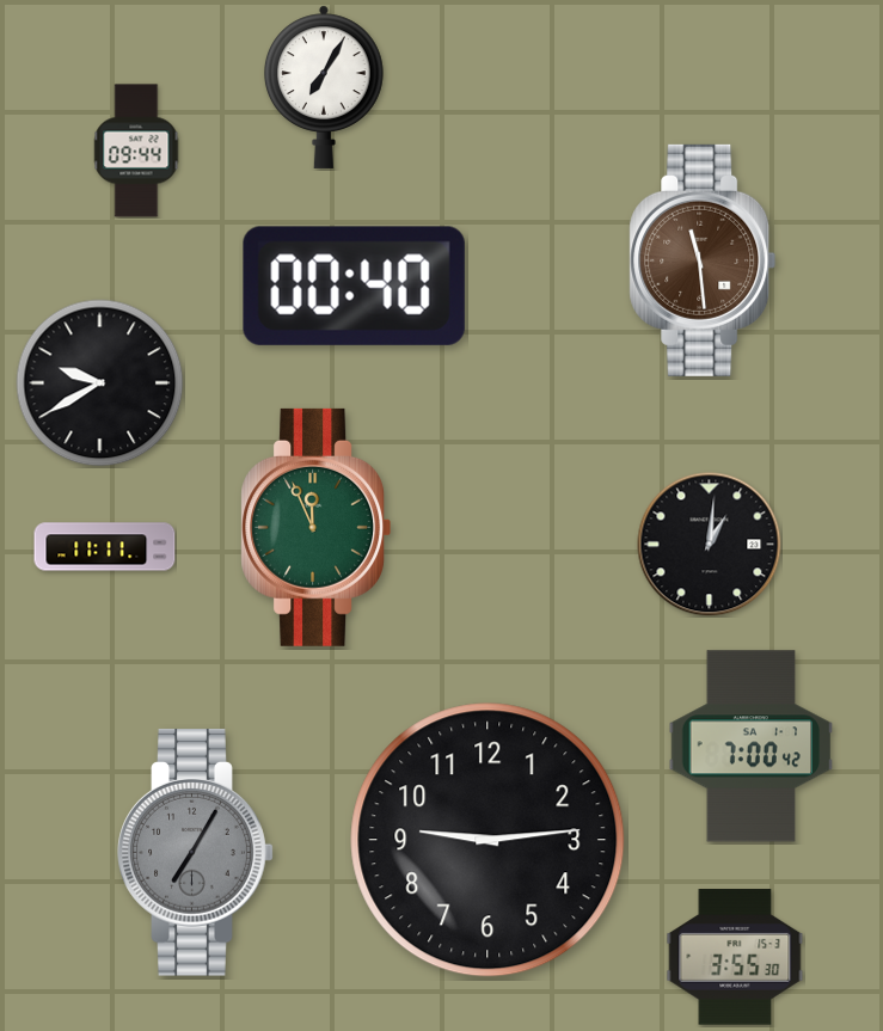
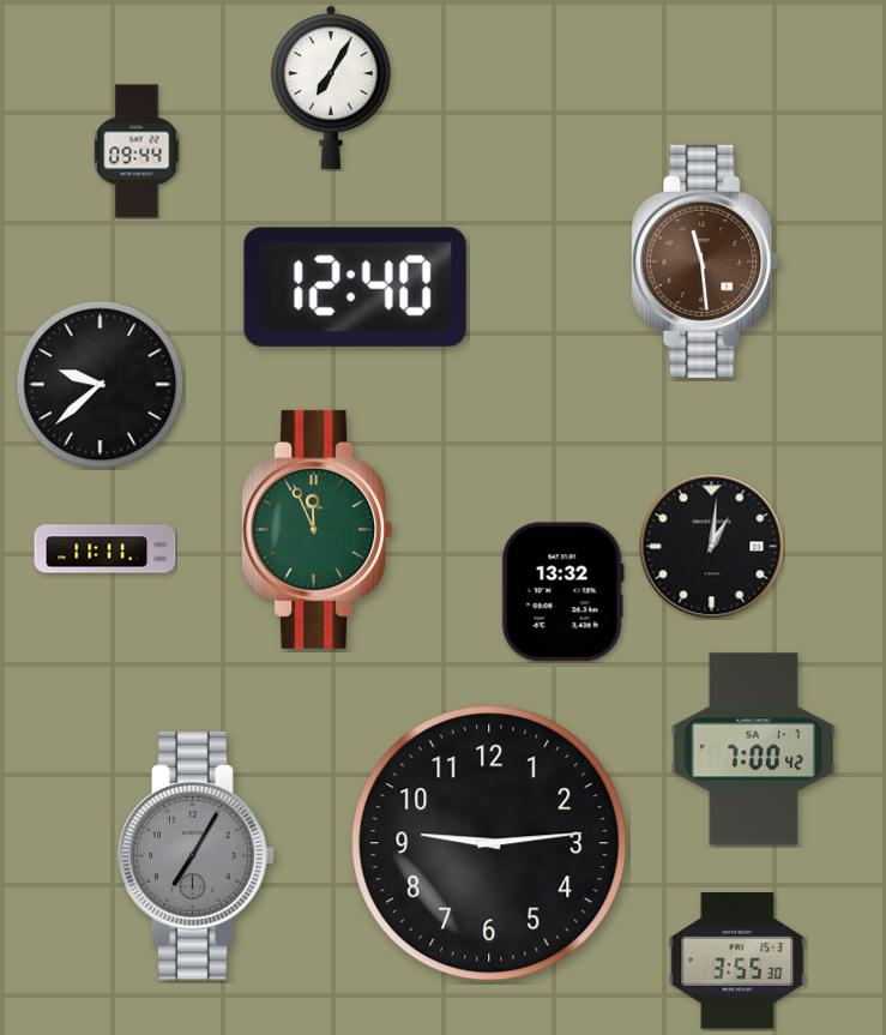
clock at (324, 87) position: (324, 87) -> (331, 88)
clock at (354, 286): 00:40 -> 12:40
clock at (100, 383): 9:40 -> 9:38
clock at (562, 592): none -> 13:32
